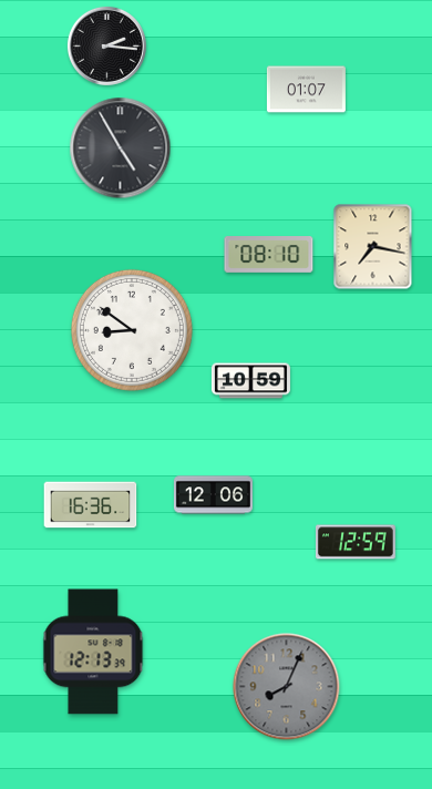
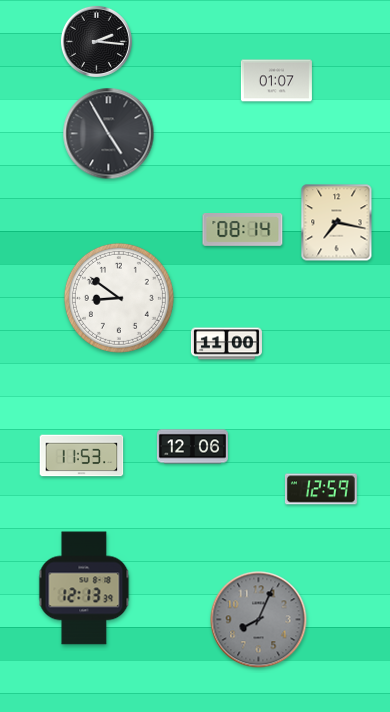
clock at (269, 255): 08:10 -> 08:14
clock at (250, 381): 10:59 -> 11:00
clock at (91, 505): 16:36 -> 11:53
